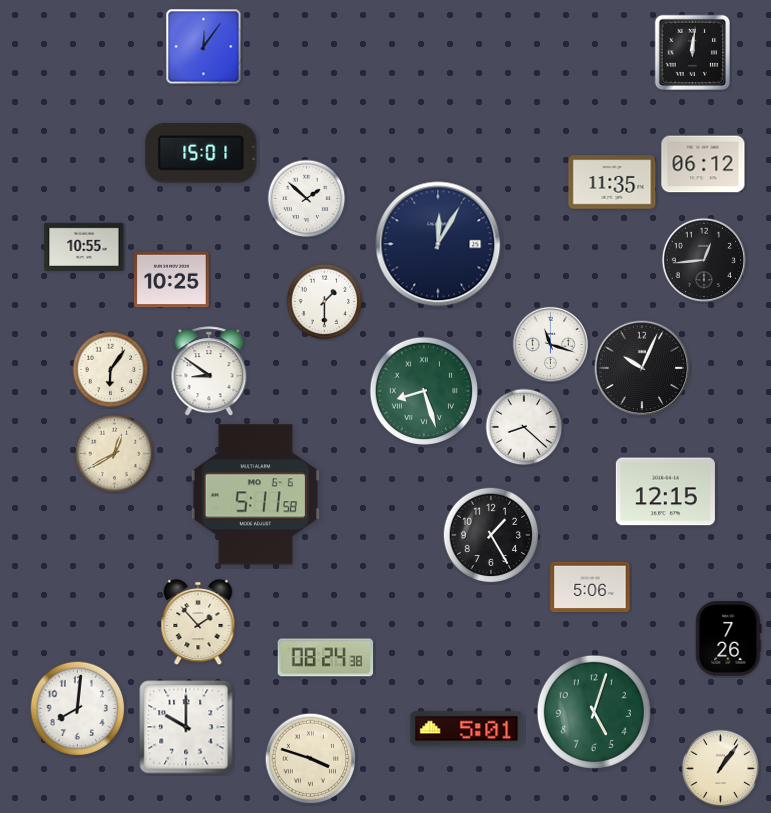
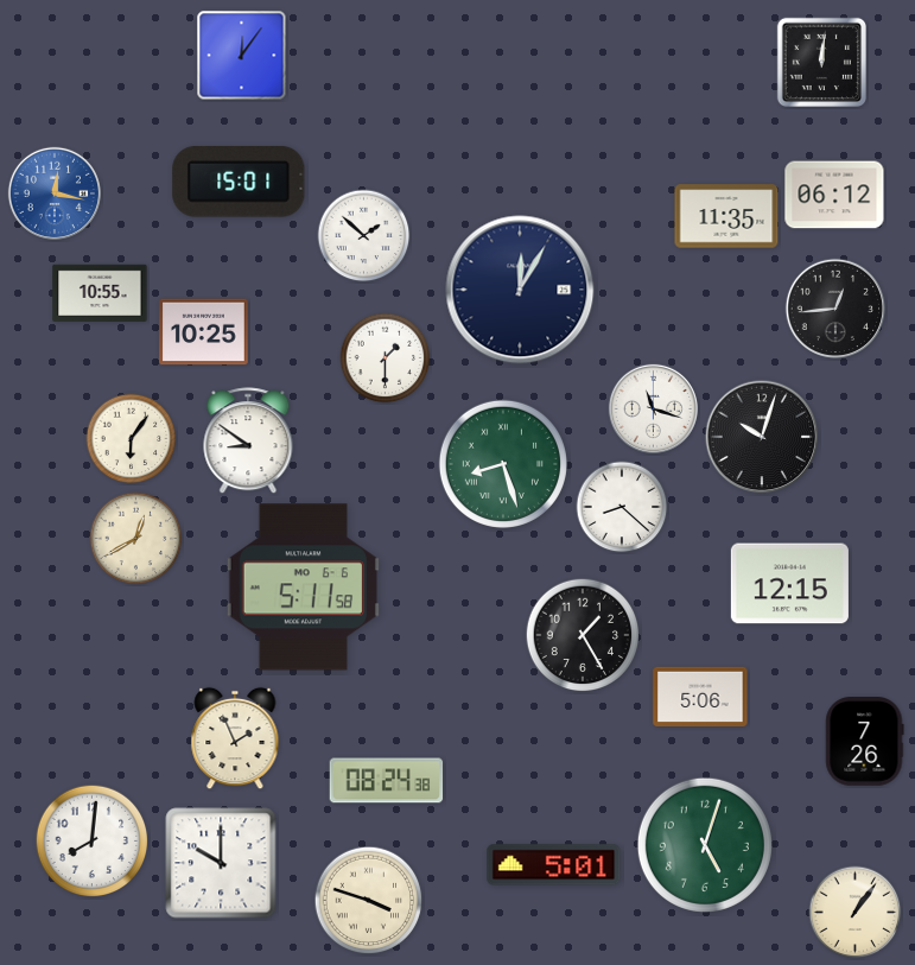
clock at (53, 192): none -> 12:17
clock at (642, 368): 10:04 -> 10:03
clock at (198, 622): 1:53 -> 1:56
clock at (729, 639) position: (729, 639) -> (865, 742)
